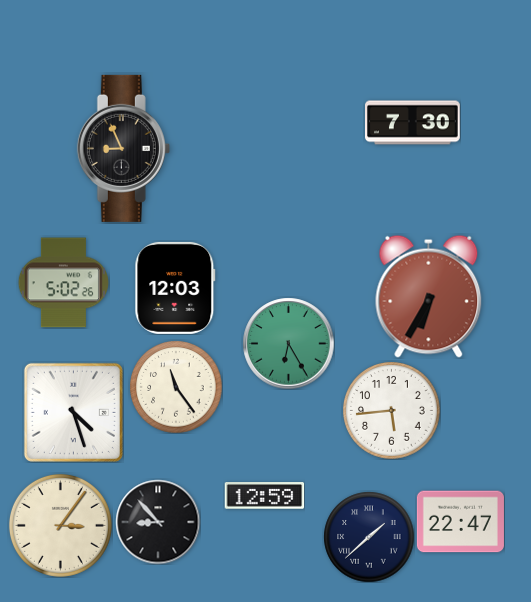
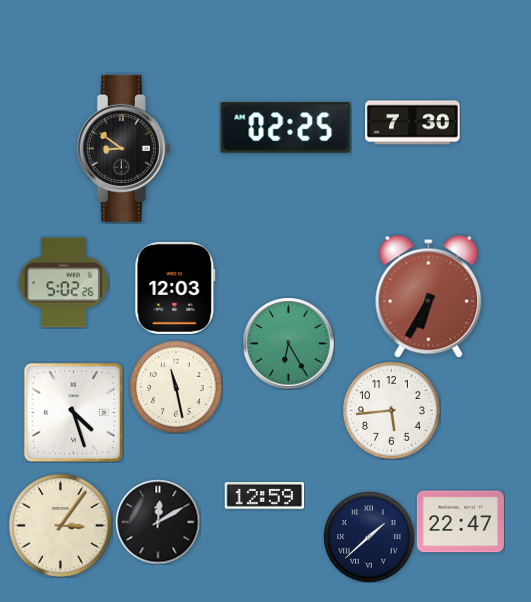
clock at (286, 128): none -> 02:25
clock at (123, 148): 8:56 -> 8:51
clock at (176, 387): 11:24 -> 11:28
clock at (158, 522): 8:53 -> 12:10
